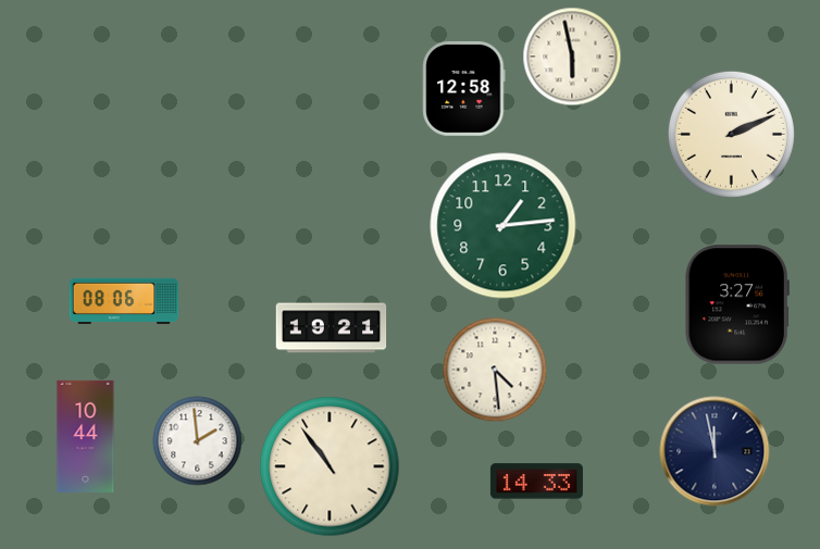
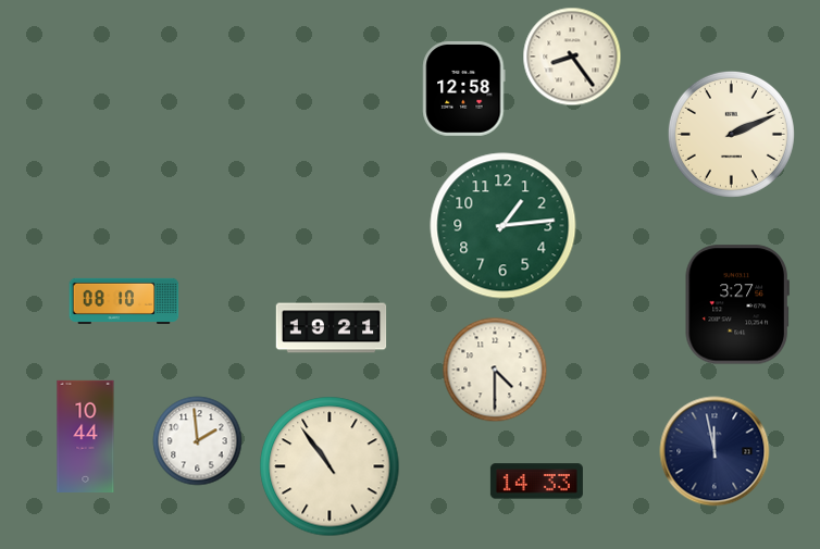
clock at (572, 57): 5:58 -> 8:24
clock at (124, 301): 08:06 -> 08:10
clock at (495, 370): 4:29 -> 4:30
